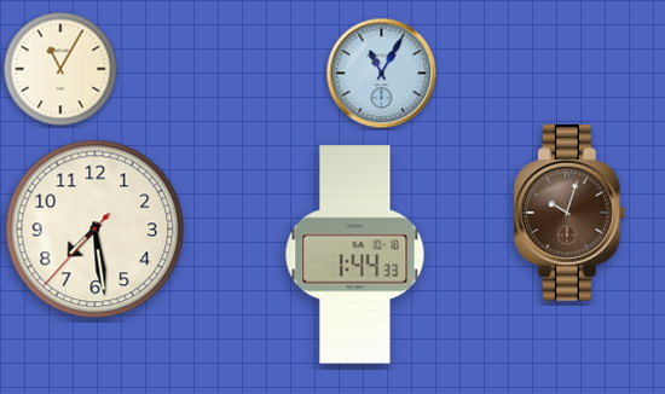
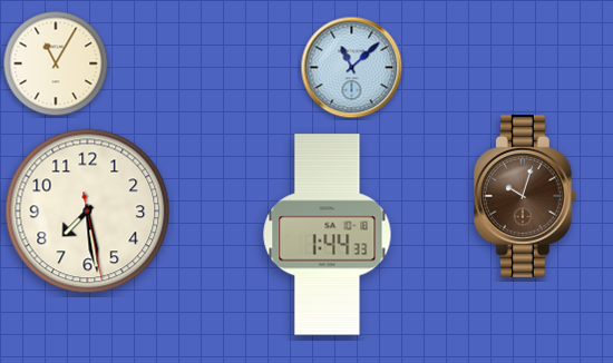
clock at (382, 74): 11:05 -> 11:08
clock at (96, 230): 7:28:37 -> 7:28:28
